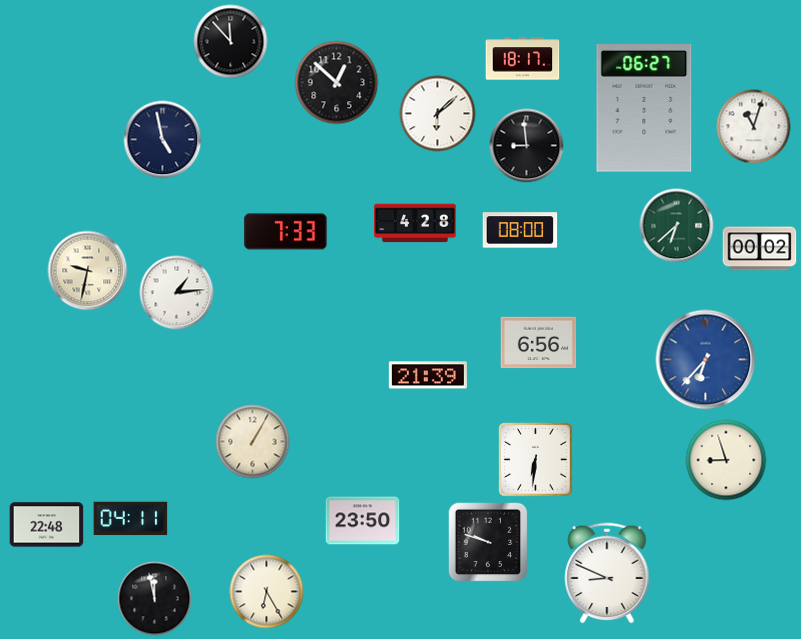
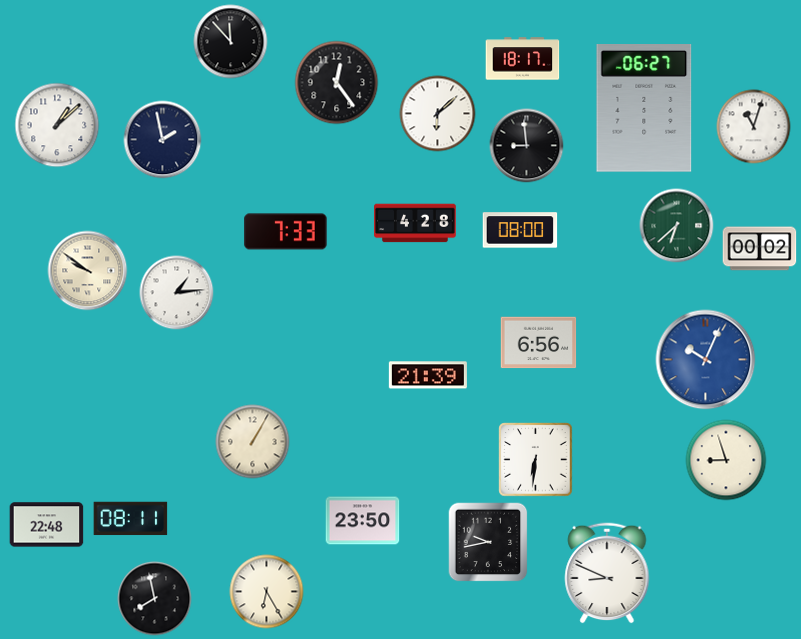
clock at (337, 83): 12:52 -> 12:24
clock at (57, 125): none -> 1:08
clock at (163, 140): 4:58 -> 1:58
clock at (88, 271): 9:32 -> 9:51
clock at (706, 360): 6:37 -> 10:04
clock at (131, 519): 04:11 -> 08:11
clock at (488, 542): 9:48 -> 9:43
clock at (155, 599): 11:58 -> 7:58
